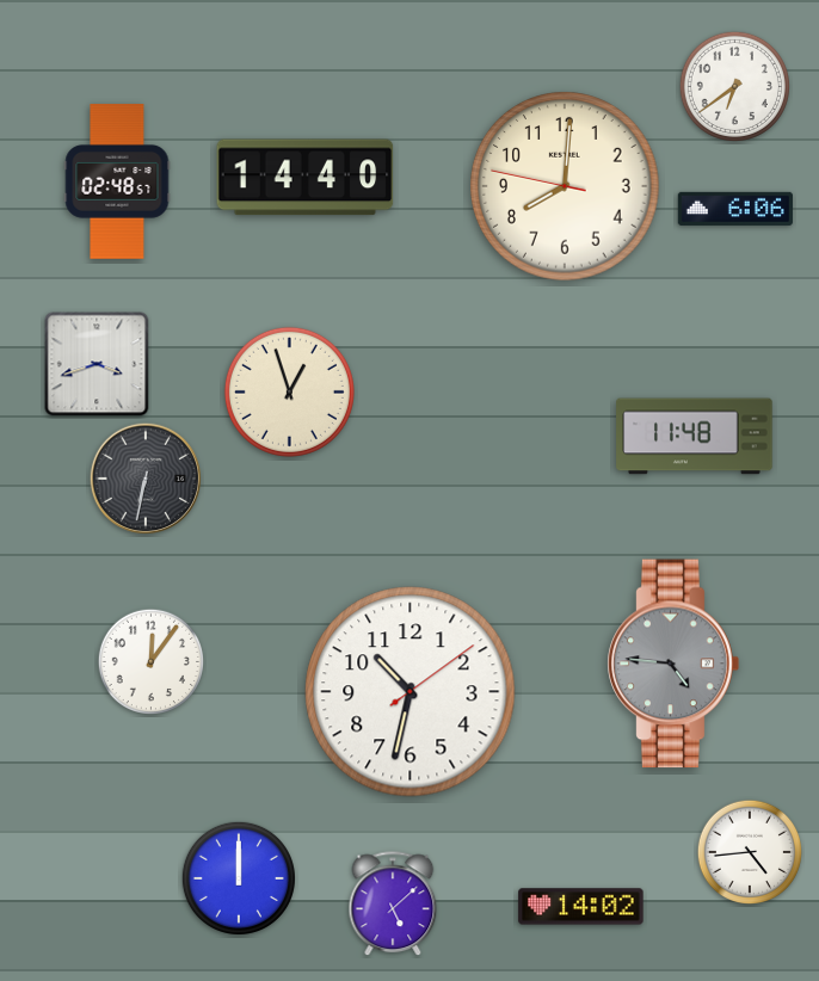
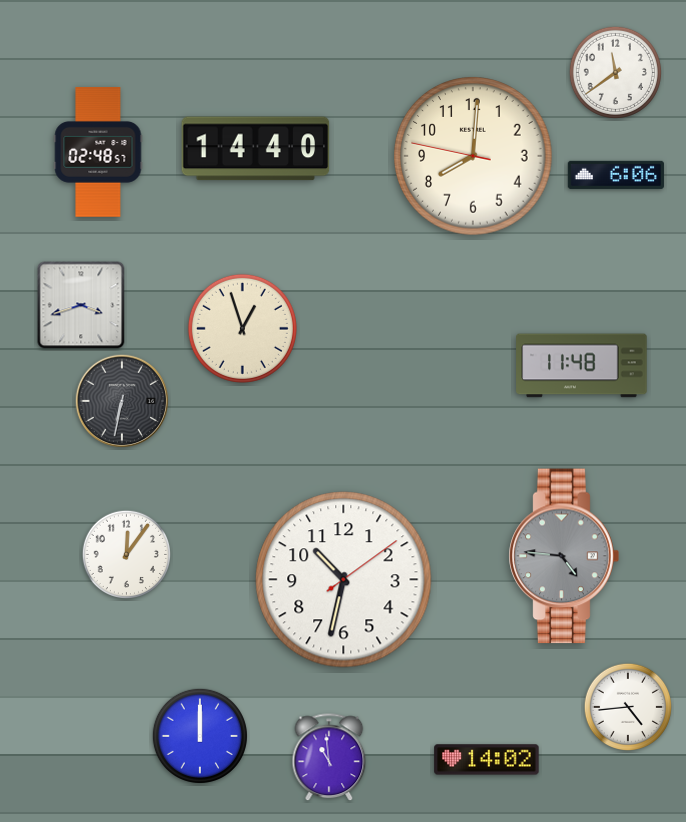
clock at (734, 86): 6:39 -> 11:39
clock at (749, 851) position: (749, 851) -> (627, 706)
clock at (393, 905): 5:08 -> 10:59
